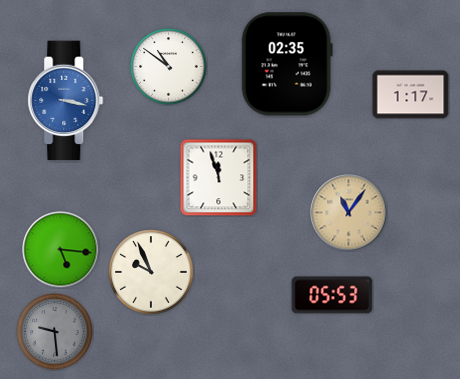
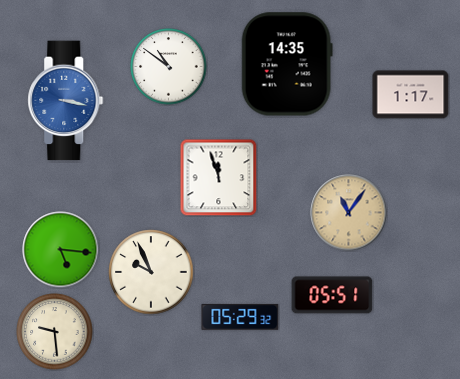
clock at (287, 64): 02:35 -> 14:35
clock at (332, 295): 05:53 -> 05:51
clock at (240, 317): none -> 05:29
clock at (55, 332) dial: grey -> cream
